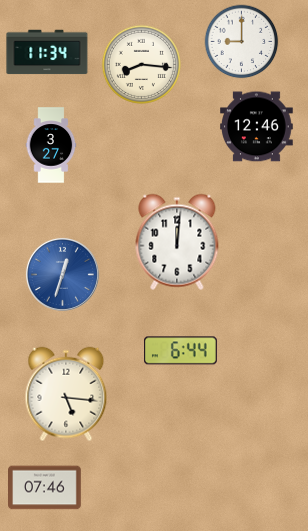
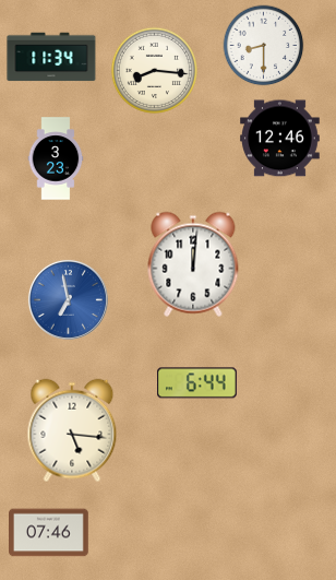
clock at (242, 42): 9:00 -> 8:30
clock at (51, 145): 3:27 -> 3:23
clock at (62, 274): 12:33 -> 6:58
